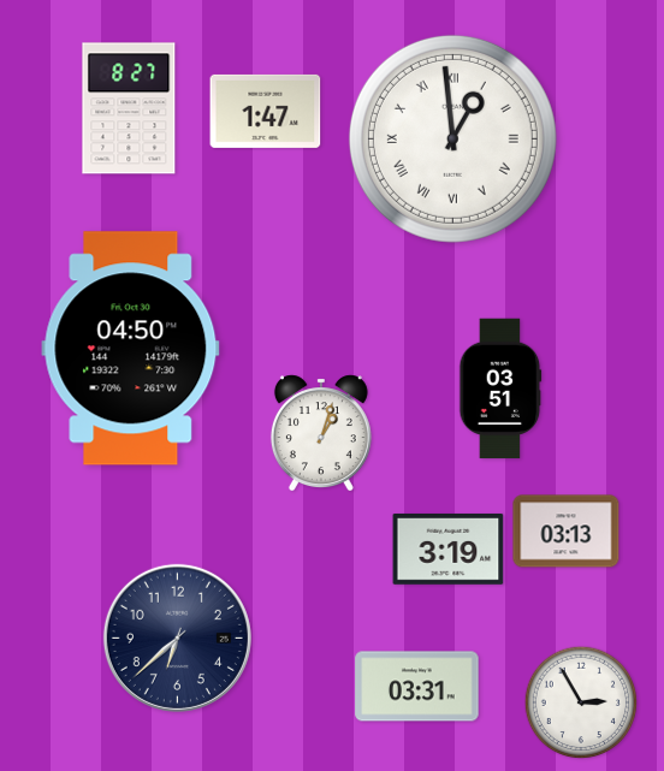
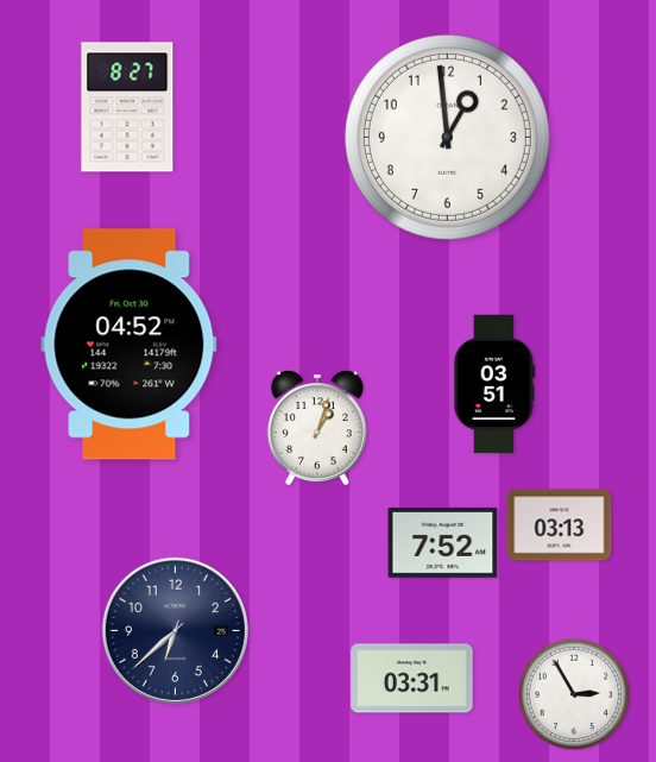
clock at (266, 111): 1:47 -> none
clock at (452, 138) numerals: Roman -> Arabic
clock at (131, 349): 04:50 -> 04:52
clock at (449, 548): 3:19 -> 7:52
